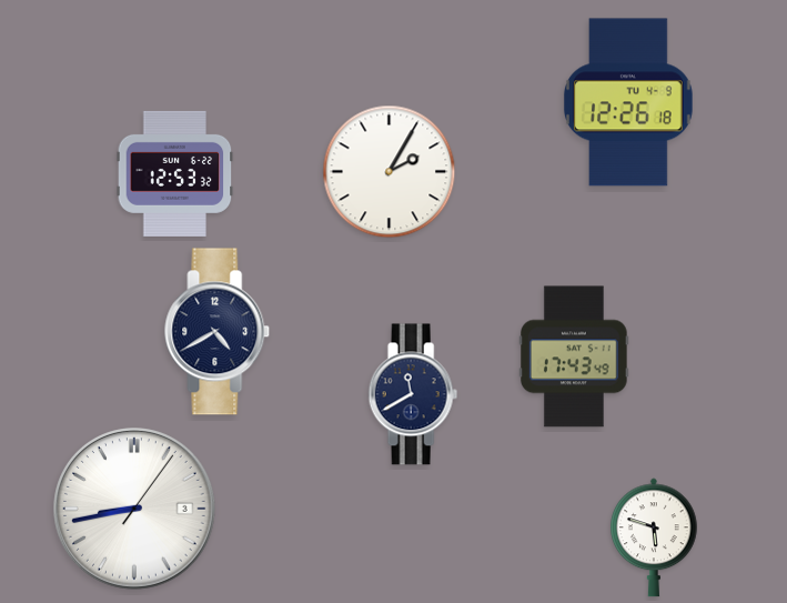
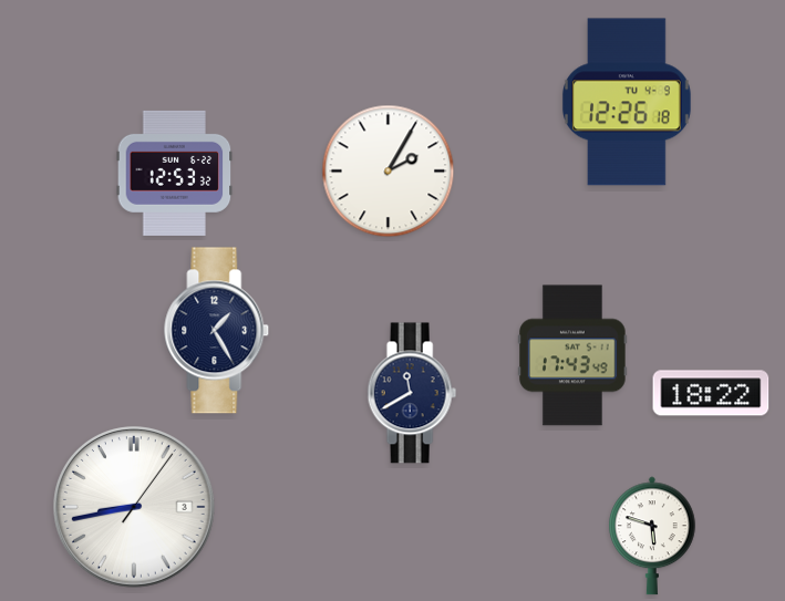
clock at (218, 332): 4:40 -> 1:25
clock at (711, 393): none -> 18:22
